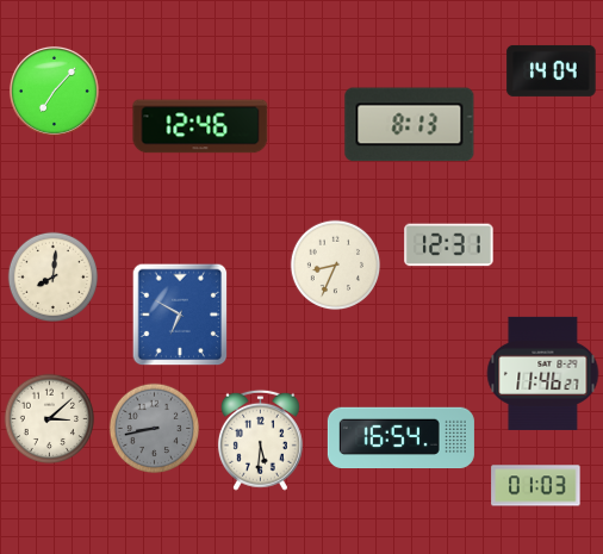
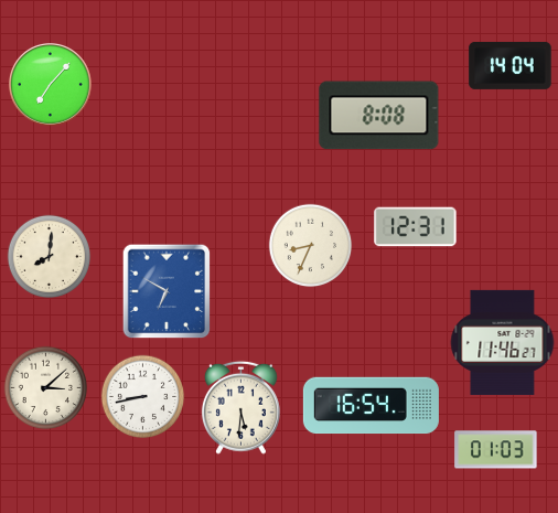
clock at (410, 125): 8:13 -> 8:08
clock at (200, 126): 12:46 -> none
clock at (543, 373) position: (543, 373) -> (503, 342)
clock at (155, 429) dial: grey -> white
